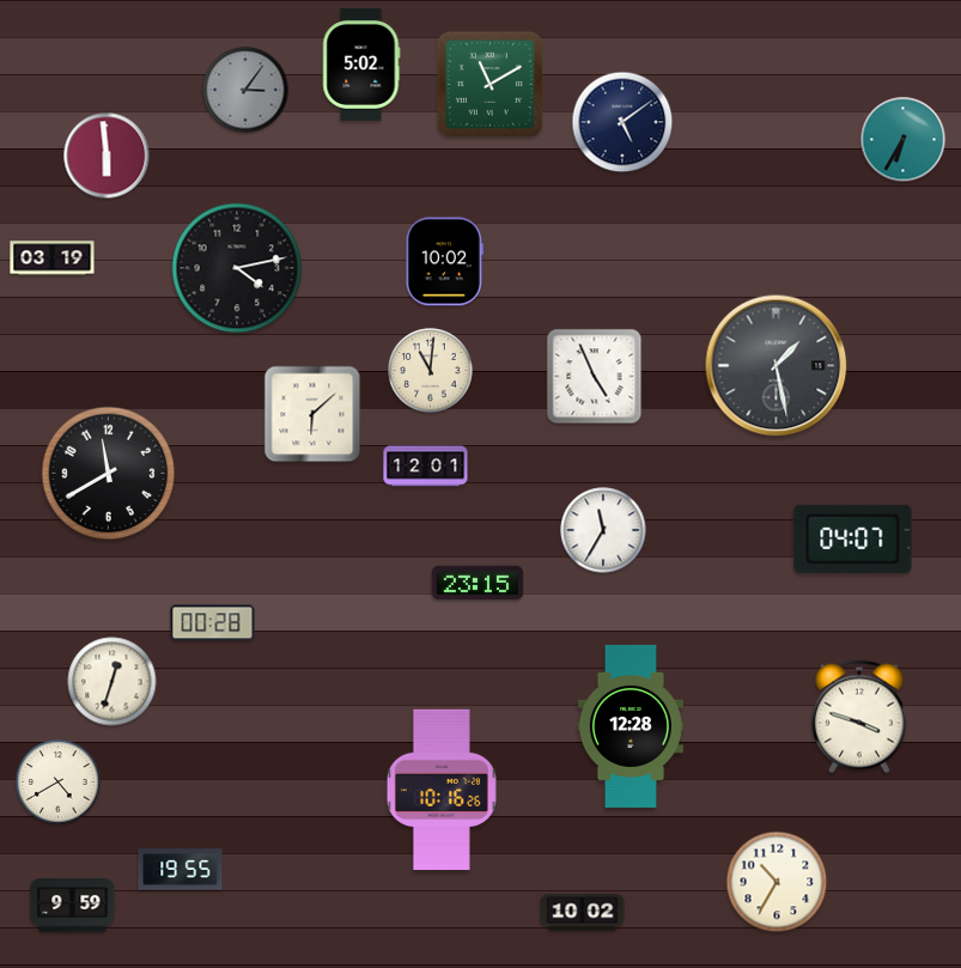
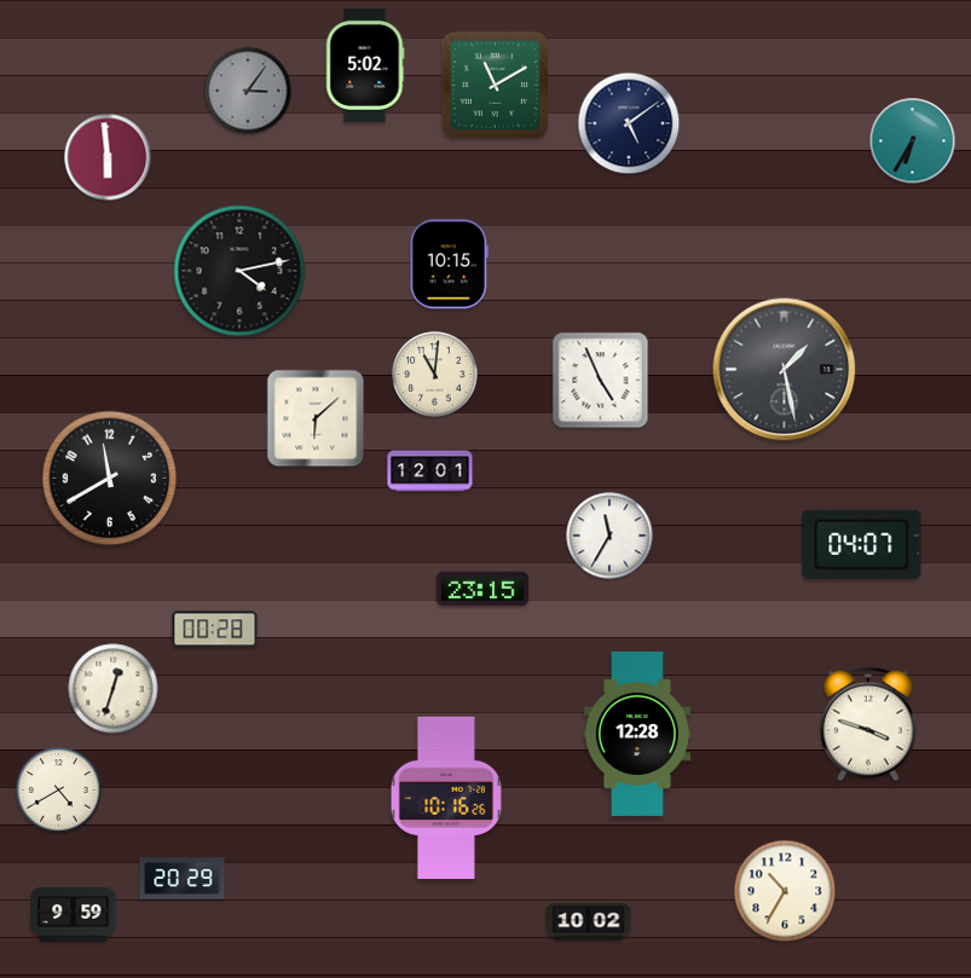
clock at (53, 258): 03:19 -> none
clock at (444, 262): 10:02 -> 10:15
clock at (181, 870): 19:55 -> 20:29
